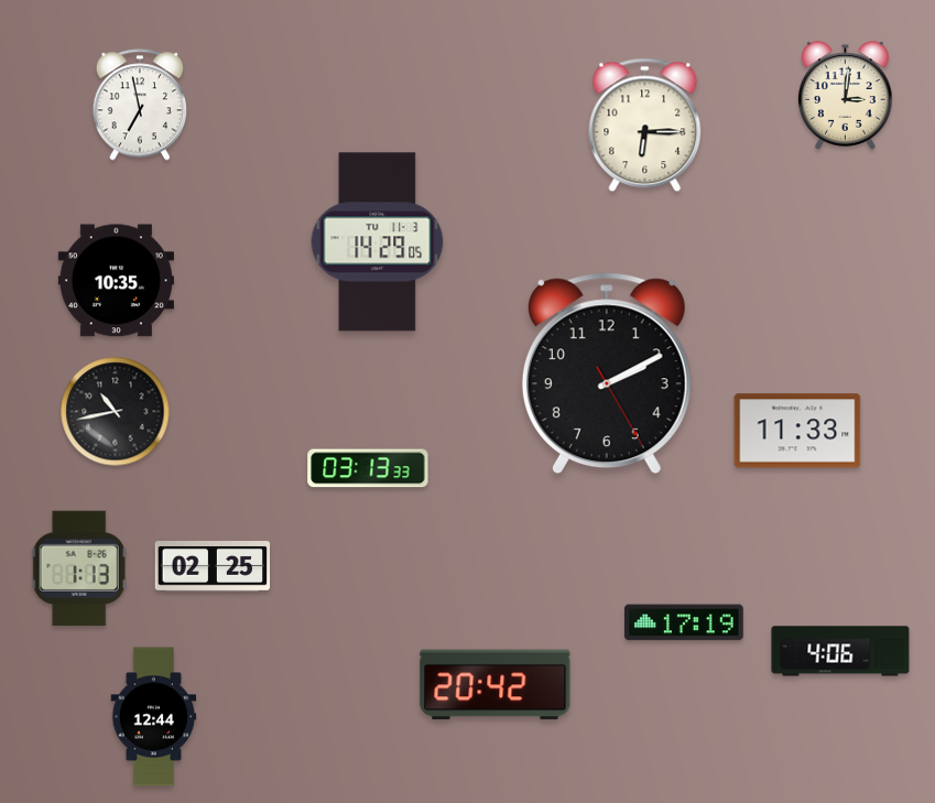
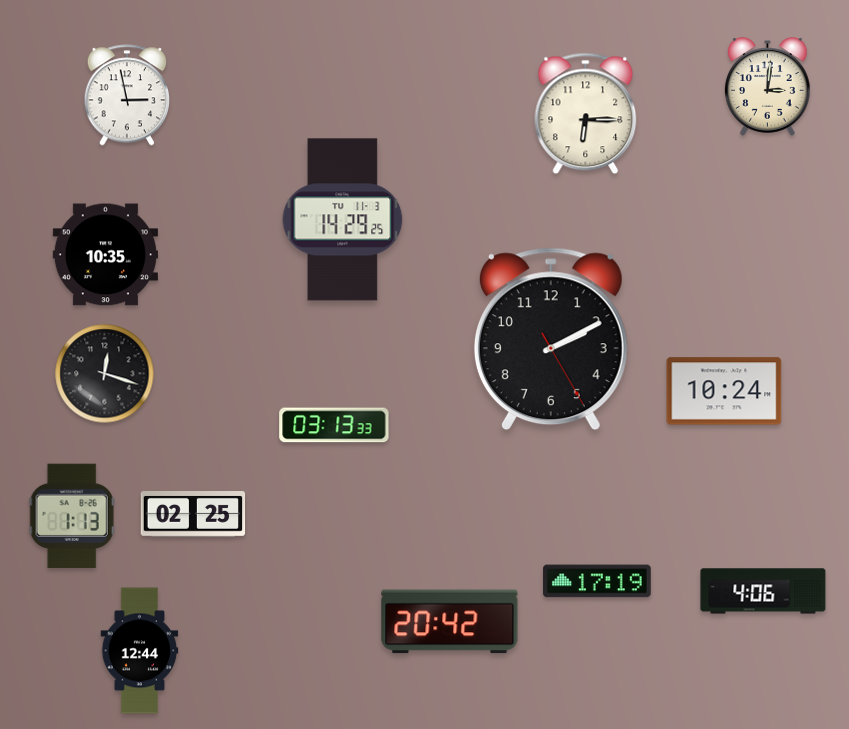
clock at (140, 105): 6:58 -> 2:58
clock at (378, 242): 14:29:05 -> 14:29:25
clock at (116, 412): 10:43 -> 12:18
clock at (797, 431): 11:33 -> 10:24
clock at (684, 622) position: (684, 622) -> (597, 581)
